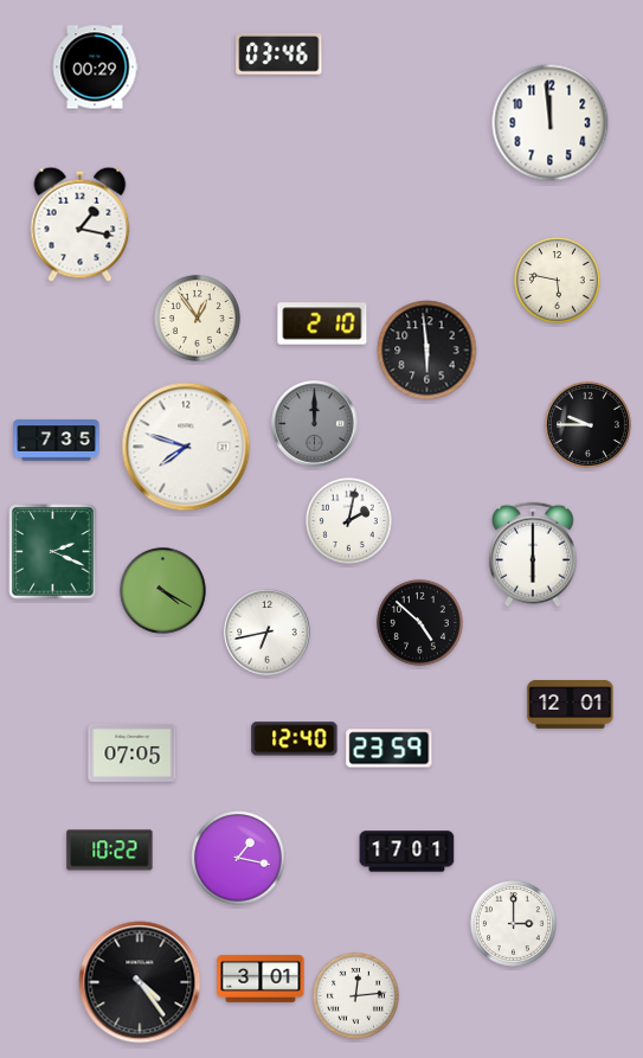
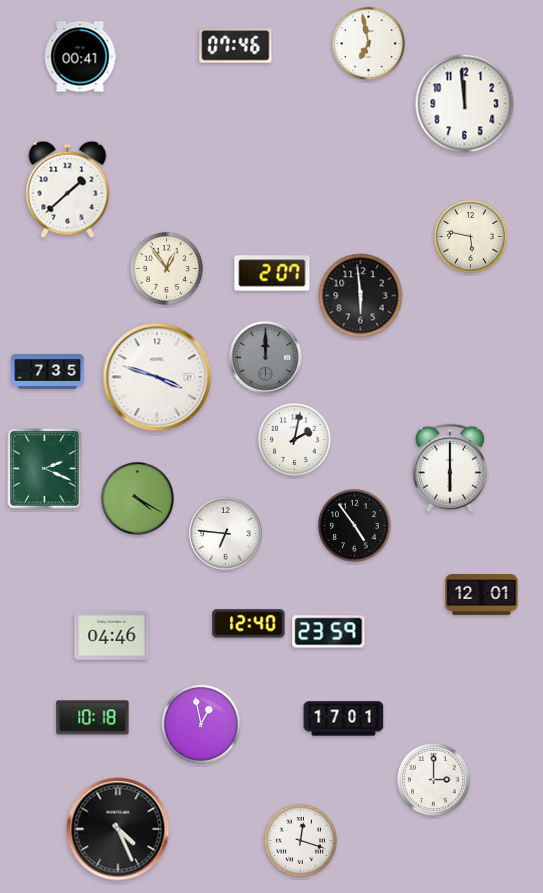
clock at (368, 43): none -> 6:58
clock at (279, 54): 03:46 -> 07:46
clock at (95, 68): 00:29 -> 00:41
clock at (81, 224): 1:17 -> 1:38
clock at (322, 323): 2:10 -> 2:07
clock at (587, 424): 9:45 -> none
clock at (186, 447): 7:48 -> 3:48
clock at (53, 552) position: (53, 552) -> (45, 469)
clock at (419, 622): 4:52 -> 4:54
clock at (268, 633): 6:43 -> 6:46
clock at (133, 754): 07:05 -> 04:46
clock at (110, 851): 10:22 -> 10:18
clock at (238, 858): 1:17 -> 12:58
clock at (261, 979): 3:01 -> none
clock at (140, 982): 4:24 -> 4:26
clock at (355, 995): 12:14 -> 12:18
